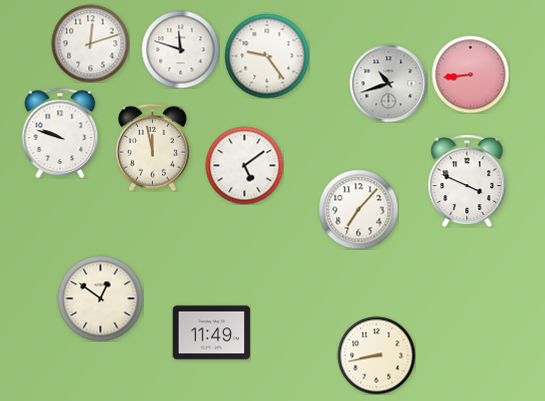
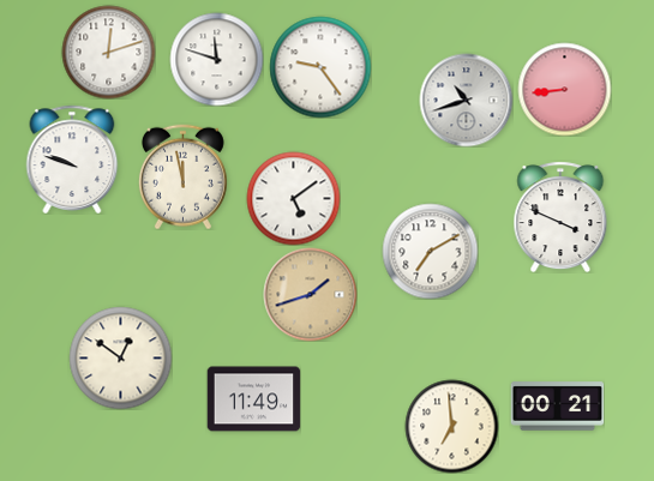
clock at (358, 209): 7:07 -> 7:10
clock at (310, 294): none -> 1:42
clock at (557, 407): none -> 00:21
clock at (376, 355): 8:43 -> 6:59
